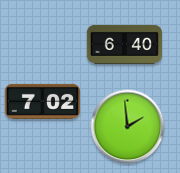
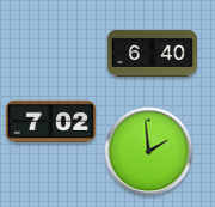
clock at (124, 44) position: (124, 44) -> (152, 53)
clock at (128, 127) position: (128, 127) -> (149, 152)
